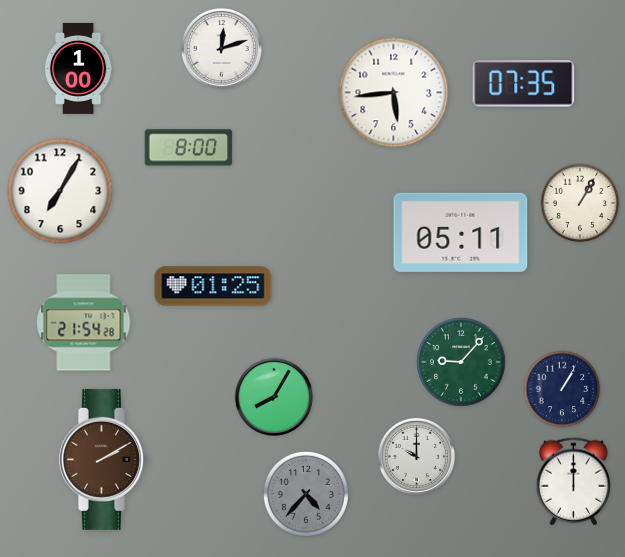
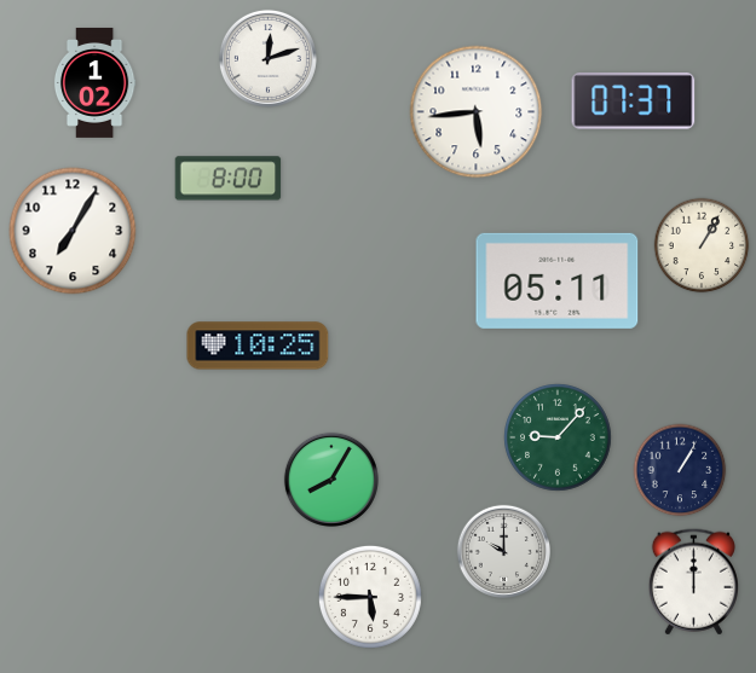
clock at (78, 68): 1:00 -> 1:02
clock at (524, 84): 07:35 -> 07:37
clock at (213, 286): 01:25 -> 10:25
clock at (84, 323): 21:54 -> none
clock at (104, 459): 2:10 -> none
clock at (306, 494): 4:37 -> 5:45
clock at (306, 494) dial: grey -> white
